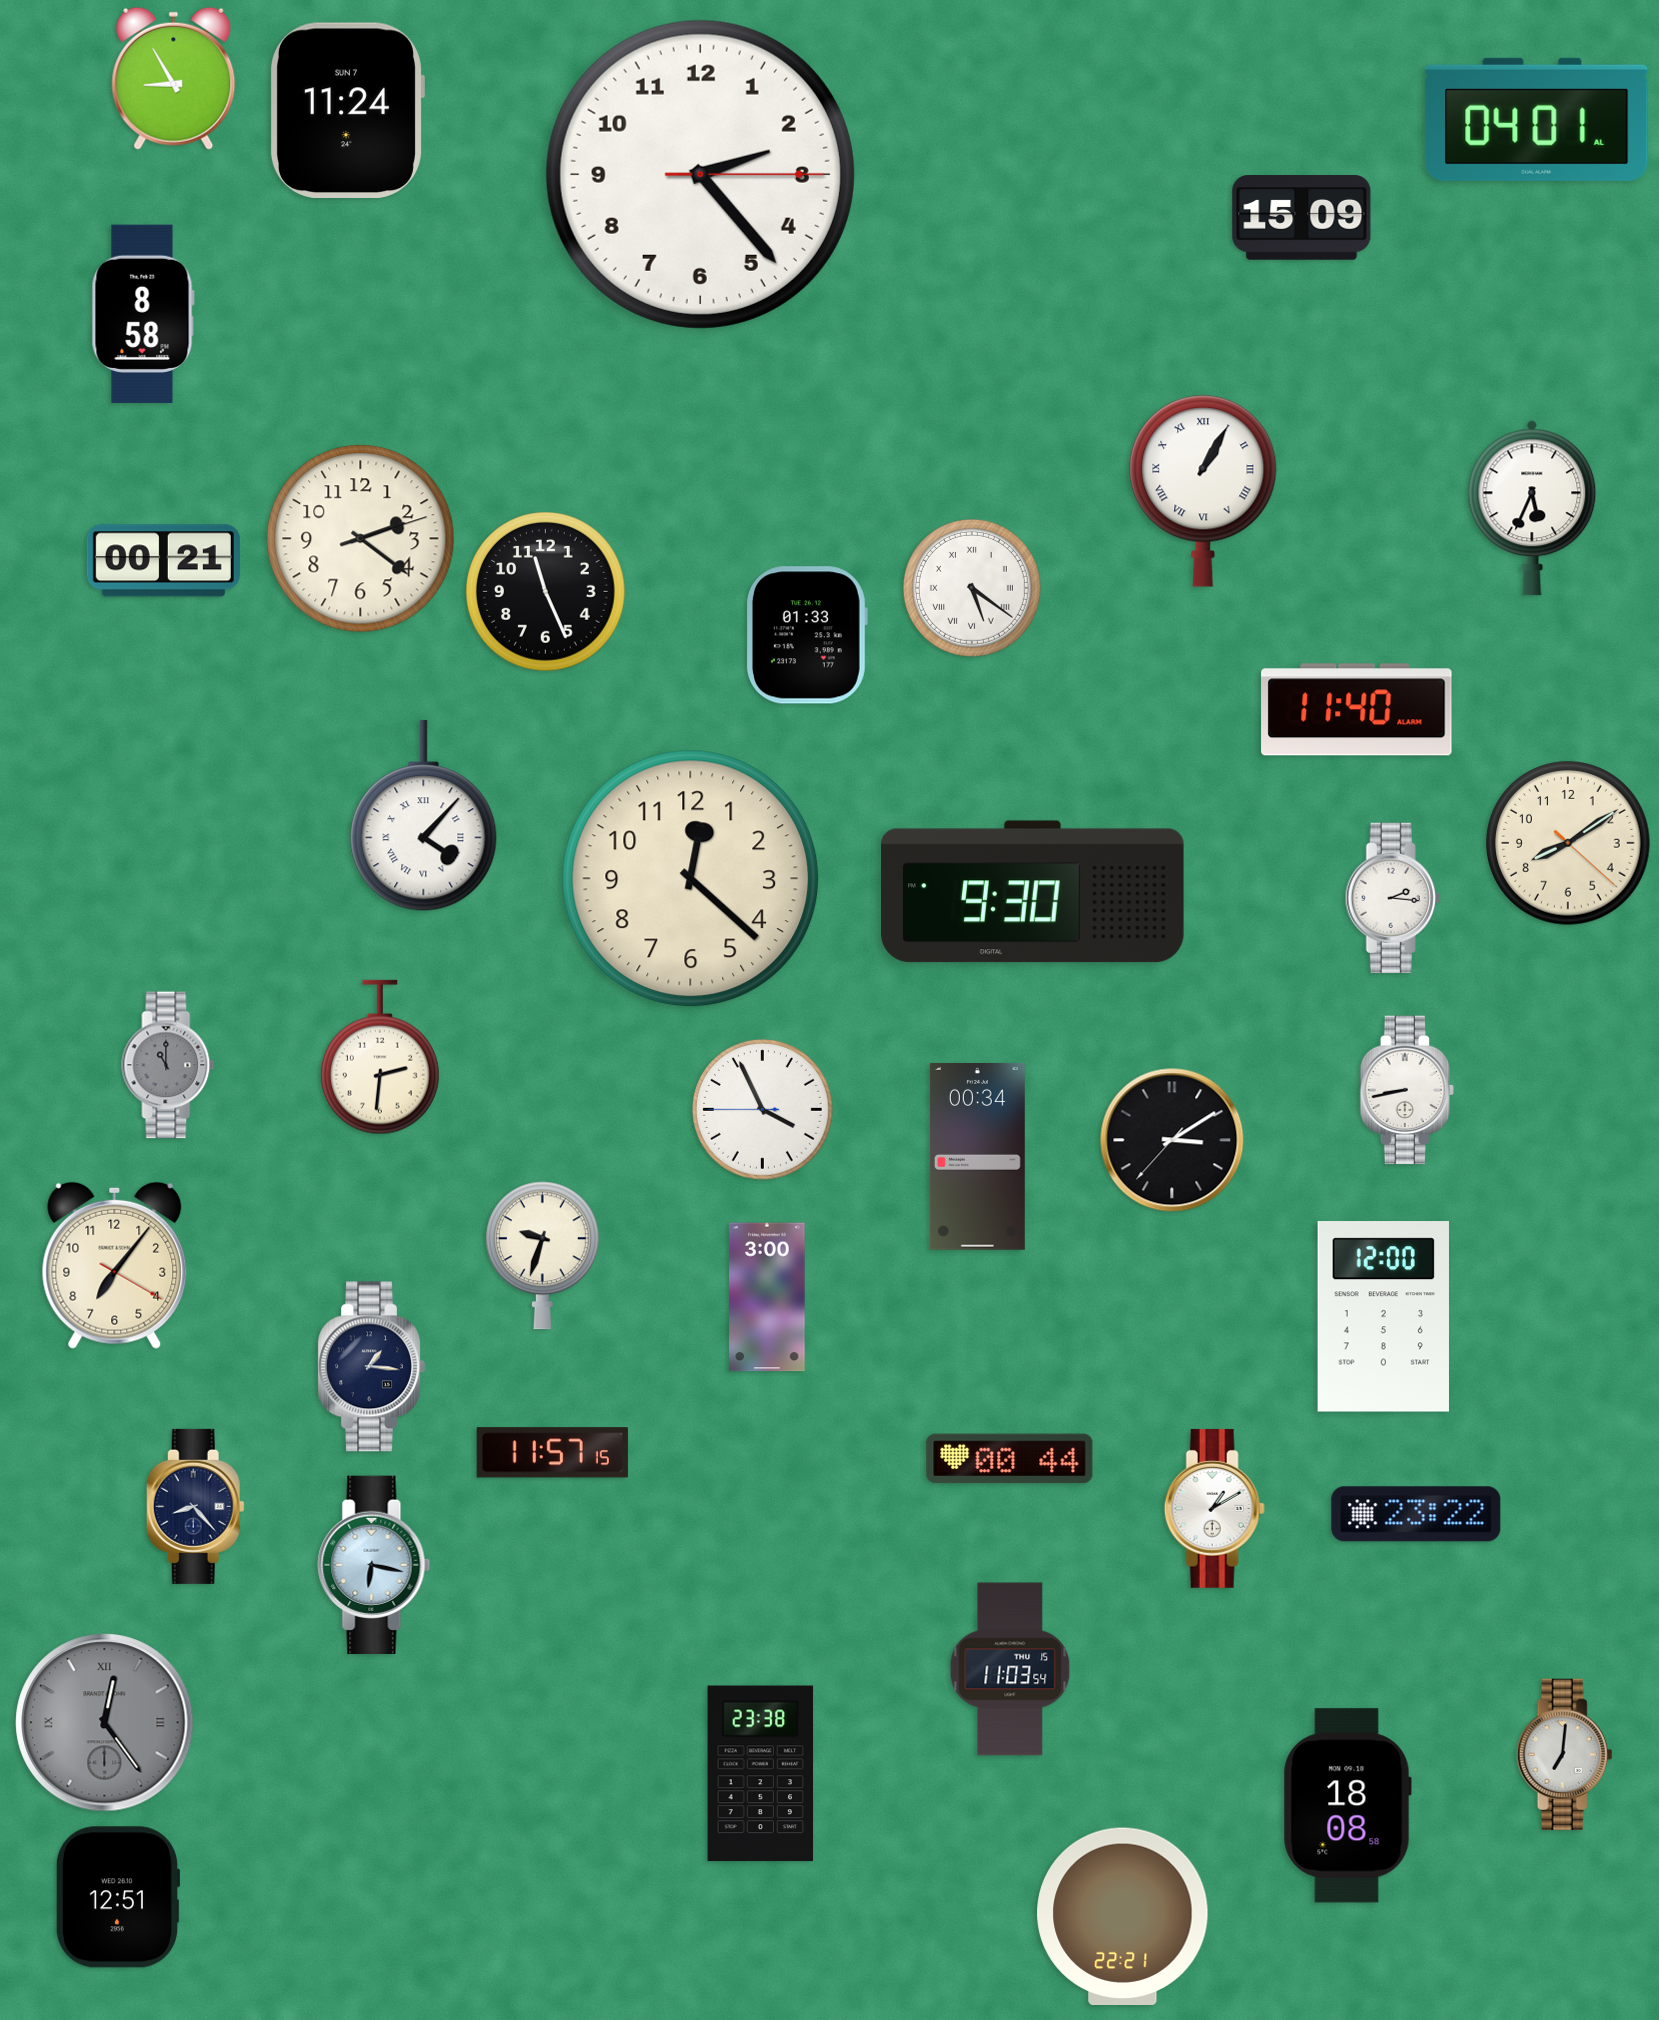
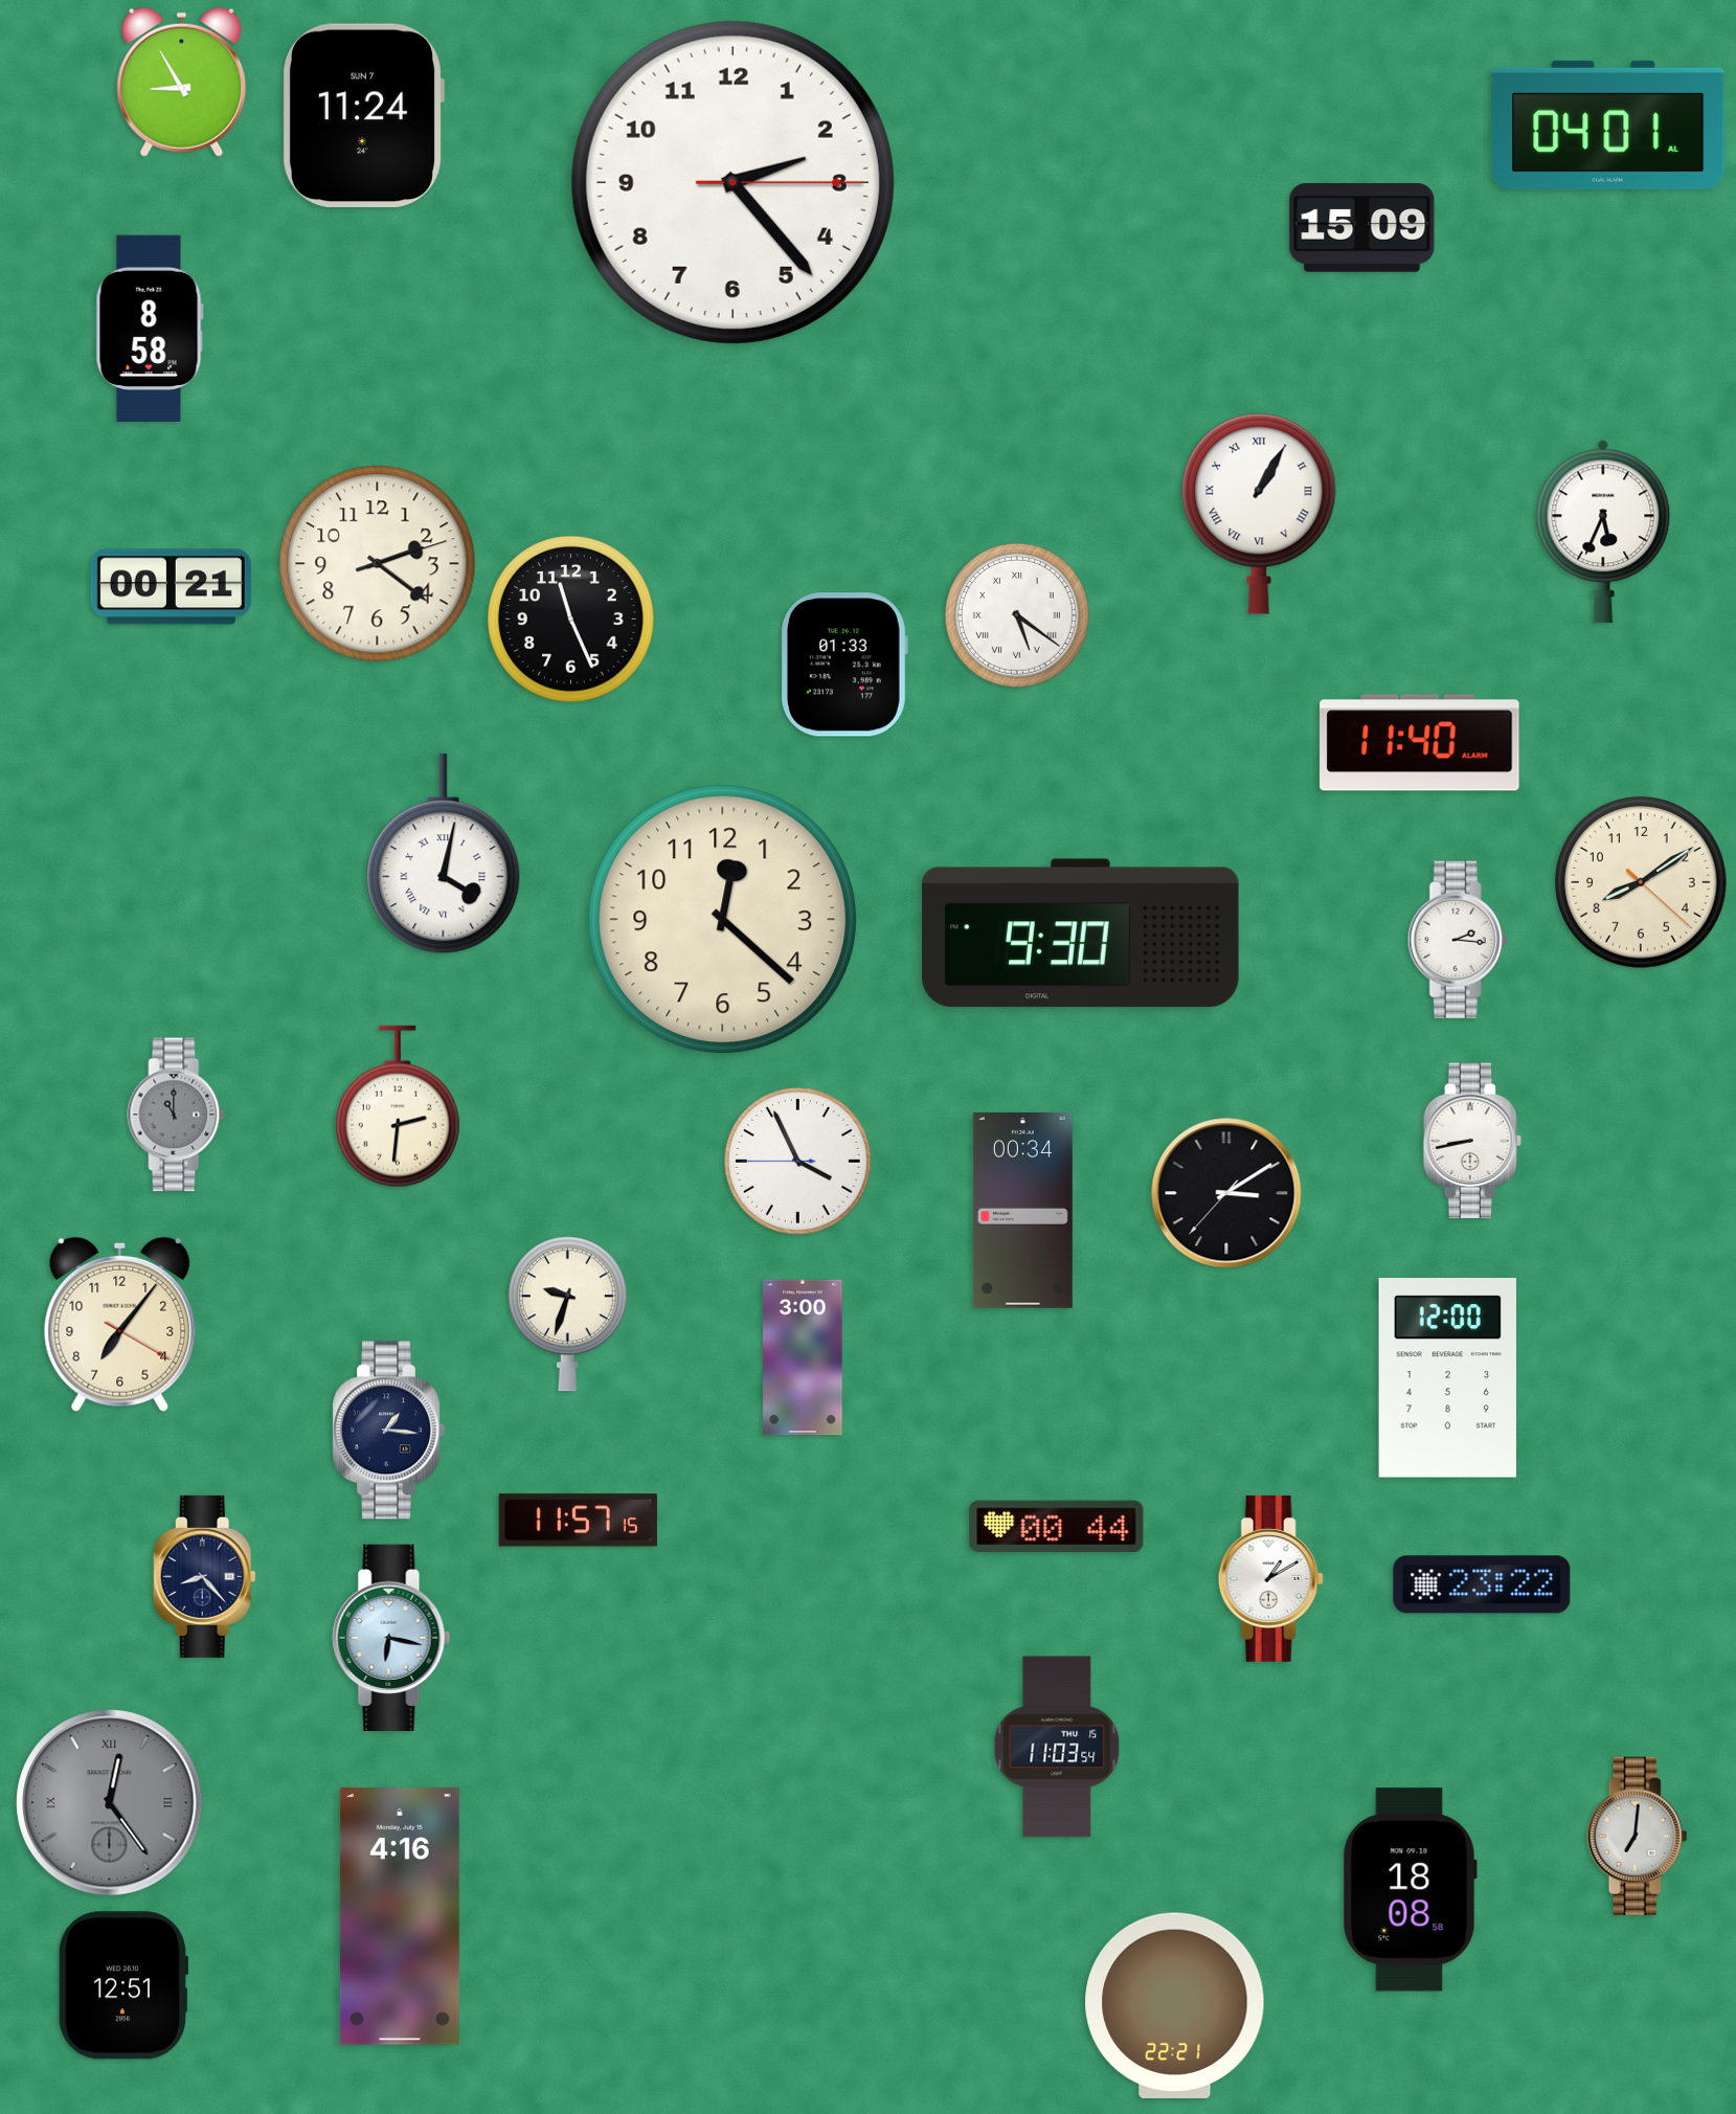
clock at (424, 816): 4:07 -> 4:02
clock at (761, 1774): 23:38 -> none
clock at (400, 1916): none -> 4:16
